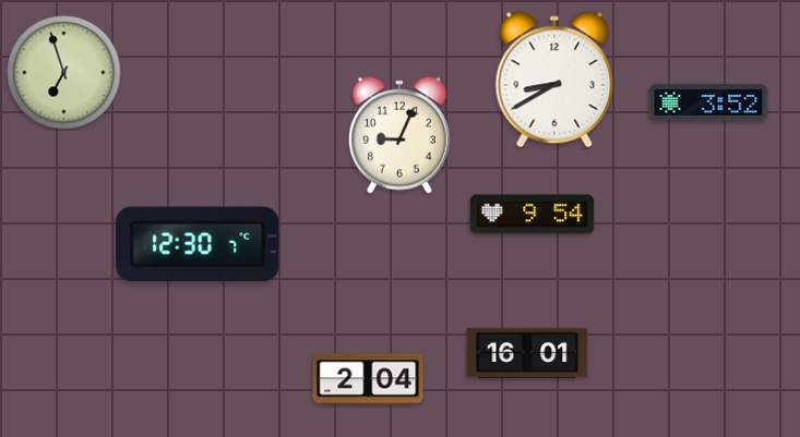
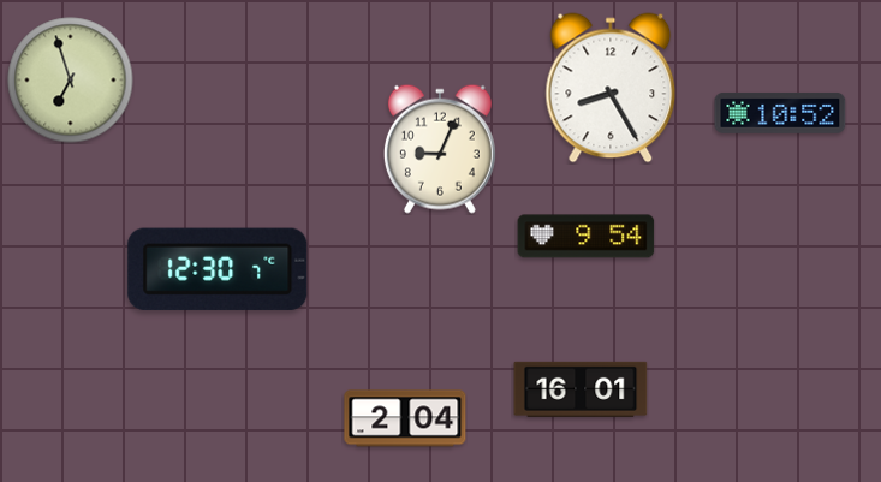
clock at (554, 80): 8:40 -> 8:25
clock at (708, 102): 3:52 -> 10:52
